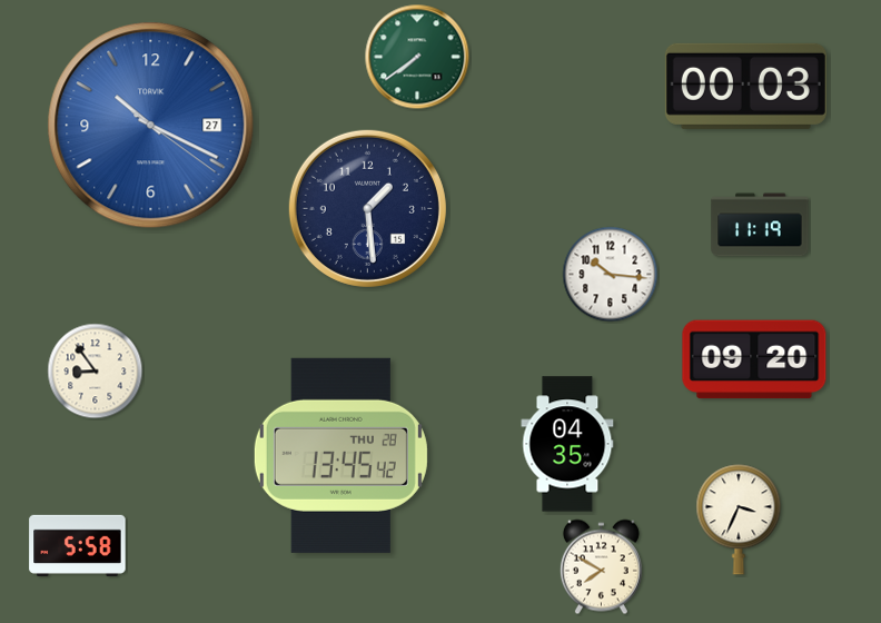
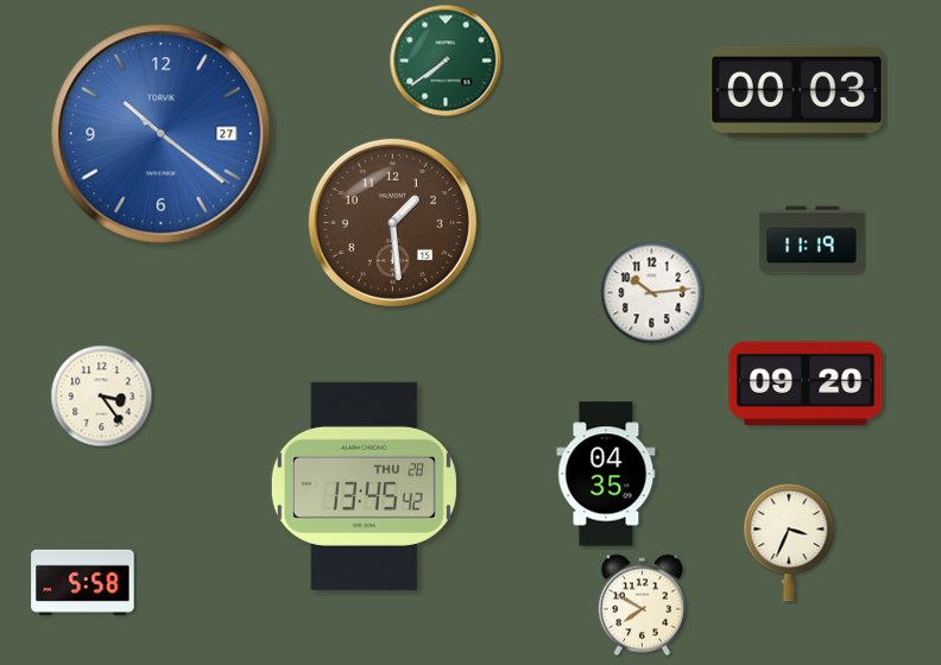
clock at (151, 126): 10:19 -> 10:21
clock at (367, 208) dial: navy -> brown
clock at (611, 275): 10:16 -> 10:14
clock at (96, 372): 8:54 -> 3:24
clock at (739, 520) position: (739, 520) -> (789, 543)
